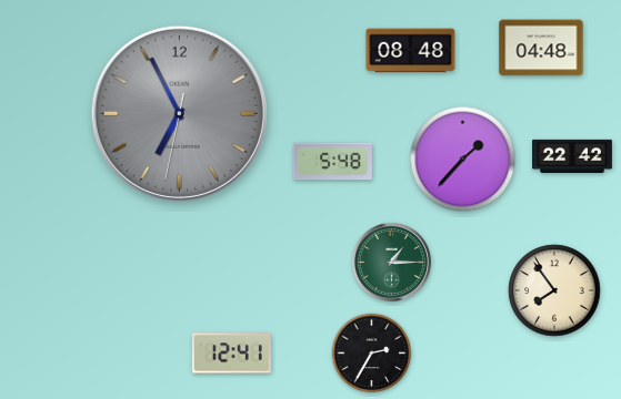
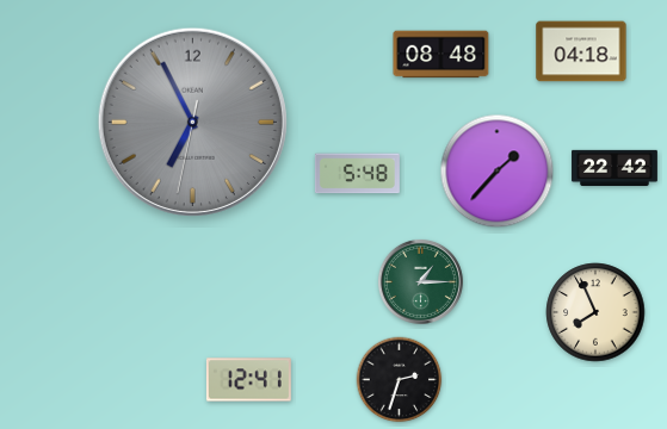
clock at (541, 48): 04:48 -> 04:18
clock at (554, 290): 7:54 -> 7:56
clock at (372, 354): 2:35 -> 2:33
